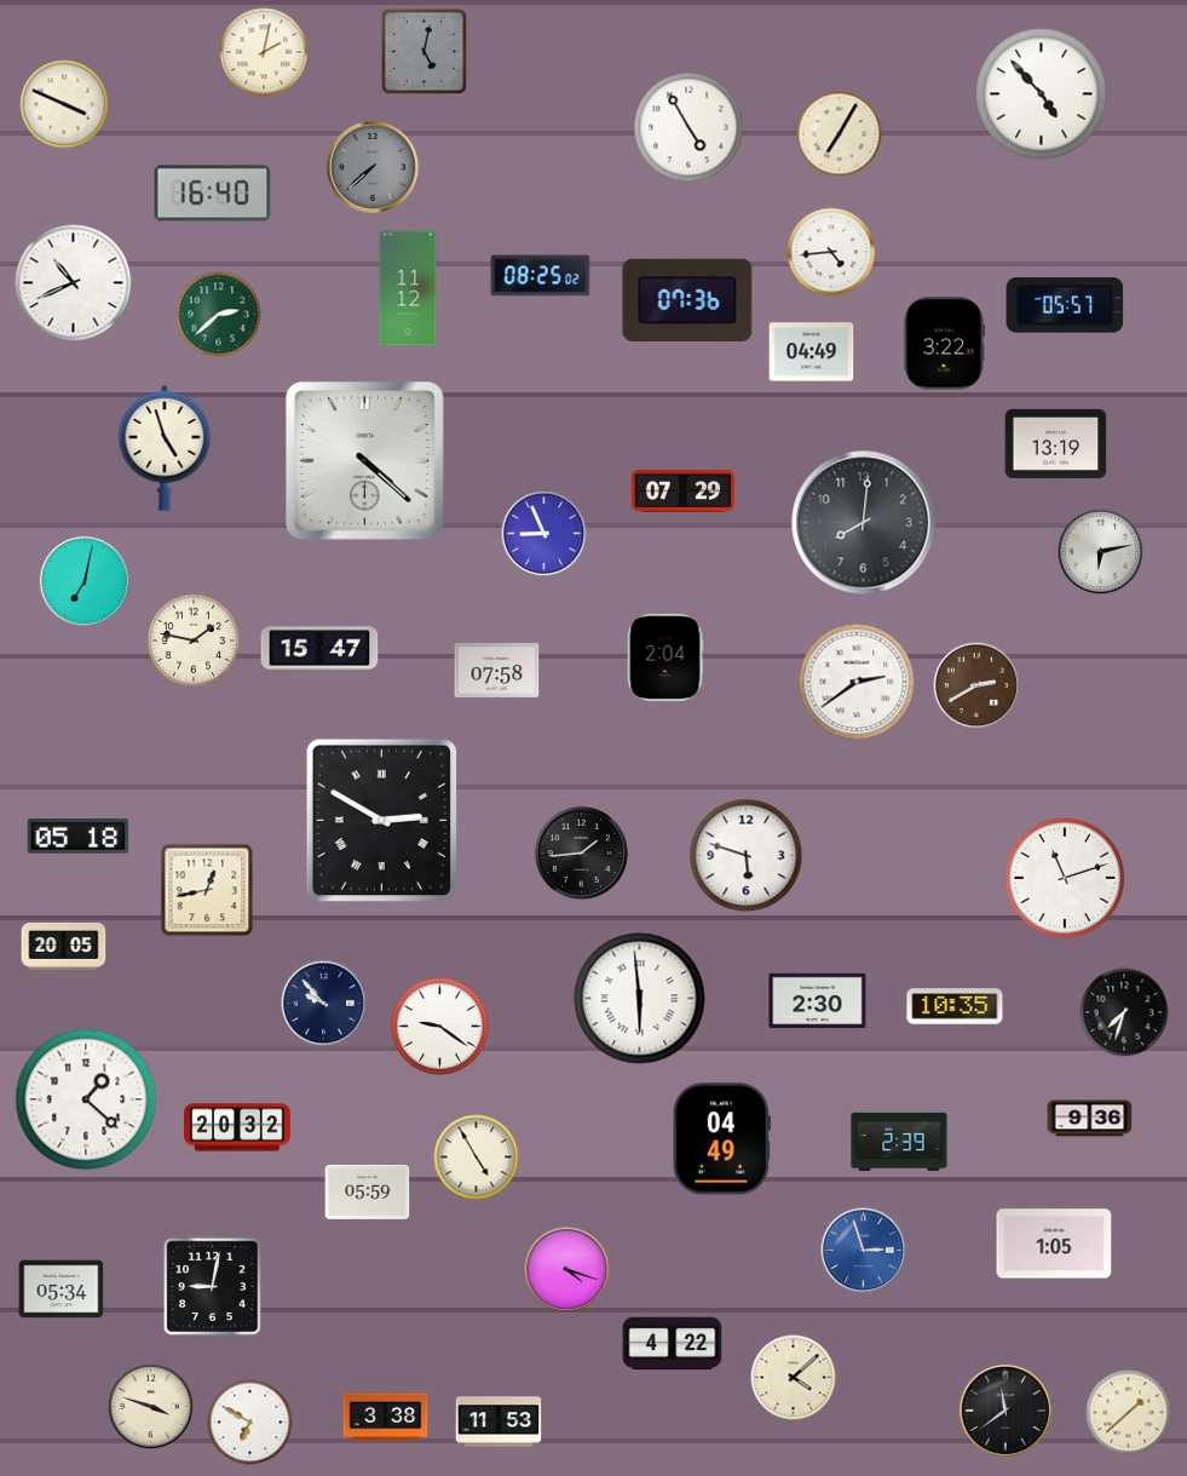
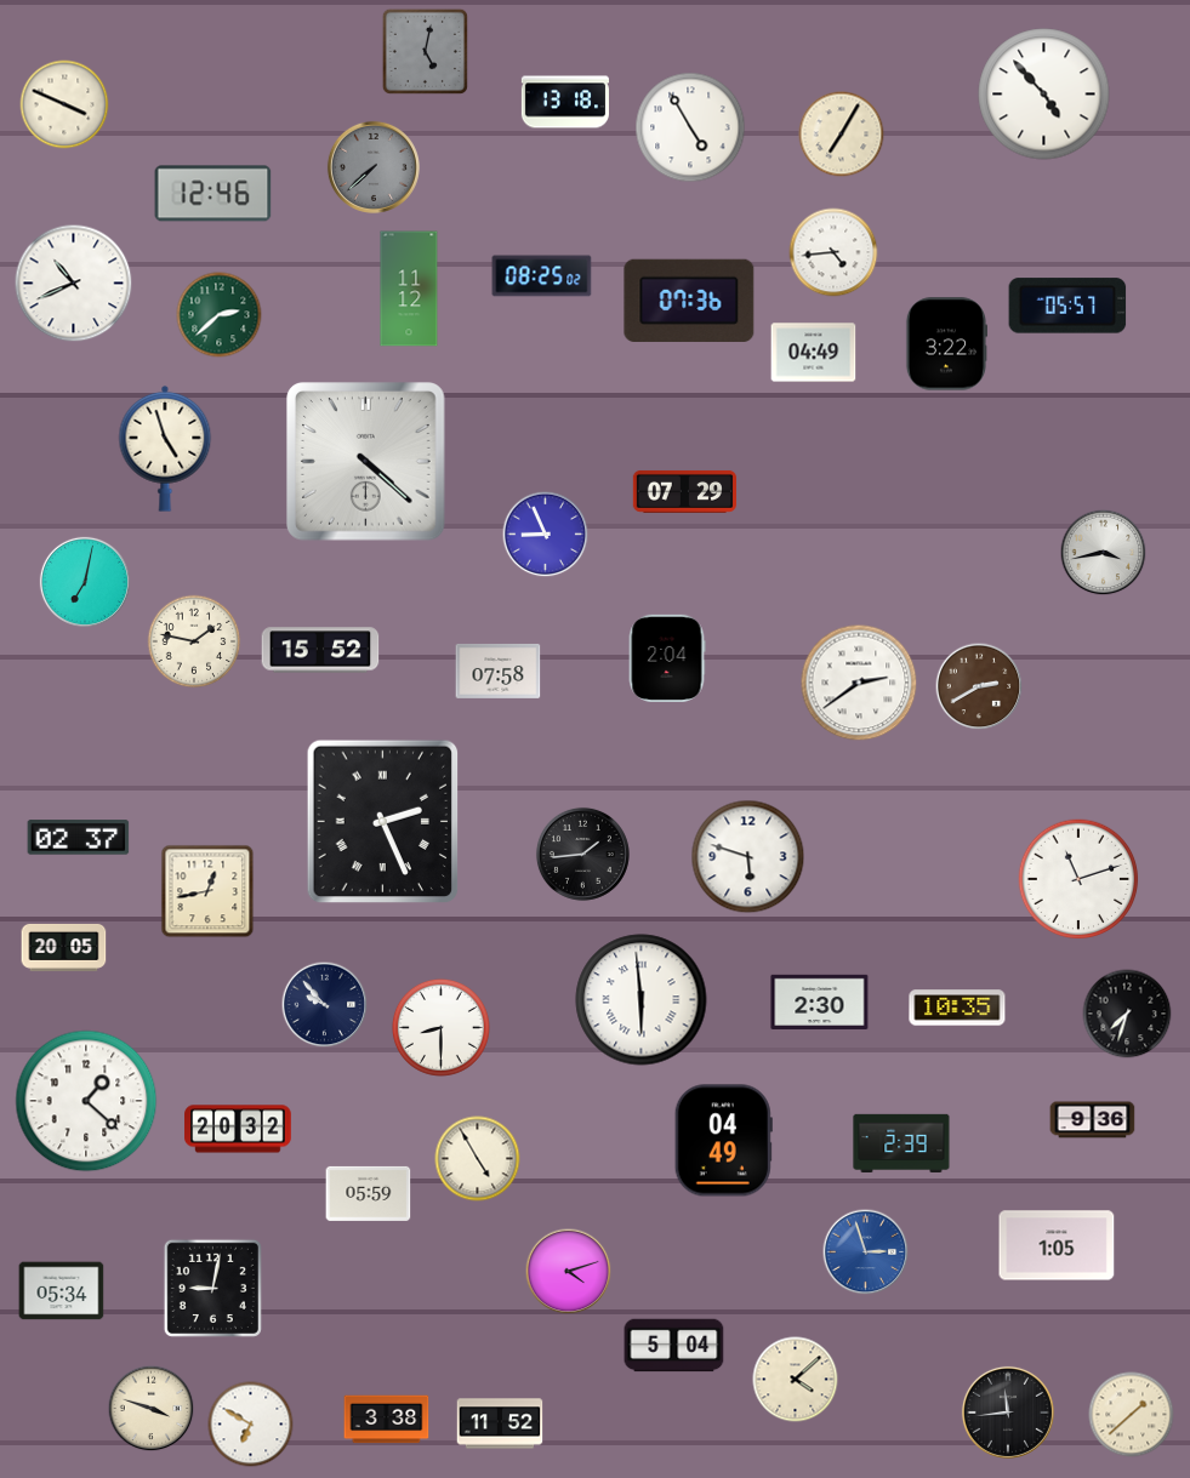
clock at (264, 52): 2:02 -> none
clock at (565, 102): none -> 13:18
clock at (213, 194): 16:40 -> 12:46
clock at (1056, 443): 13:19 -> none
clock at (864, 523): 8:01 -> none
clock at (1101, 552): 6:13 -> 3:43
clock at (319, 649): 15:47 -> 15:52
clock at (382, 821): 2:50 -> 2:26
clock at (79, 837): 05:18 -> 02:37
clock at (1065, 878) position: (1065, 878) -> (1078, 879)
clock at (439, 1026): 9:21 -> 8:30
clock at (567, 1270): 4:18 -> 4:12
clock at (673, 1344): 4:22 -> 5:04
clock at (1006, 1411): 11:39 -> 11:44
clock at (499, 1422): 11:53 -> 11:52
